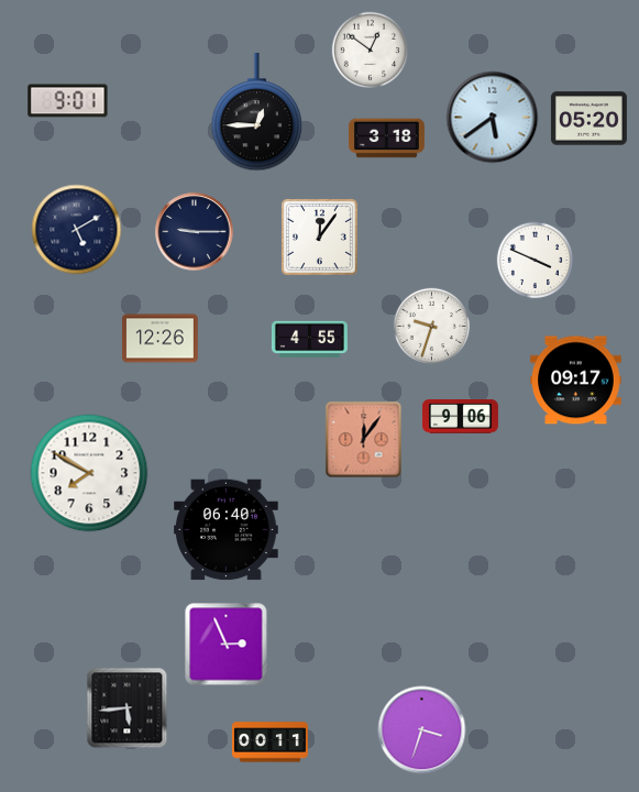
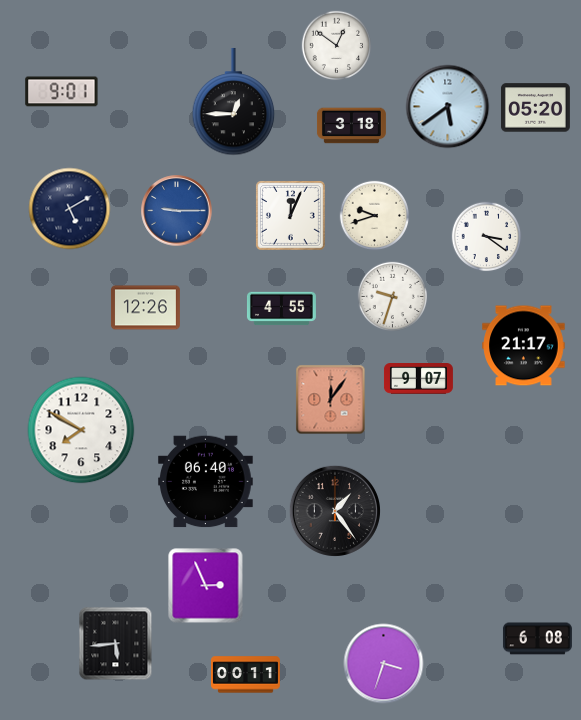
clock at (195, 232) dial: navy -> blue
clock at (319, 237): 12:06 -> 12:04
clock at (375, 216): none -> 9:42
clock at (536, 261): 3:49 -> 3:21
clock at (576, 381): 09:17 -> 21:17
clock at (460, 417): 9:06 -> 9:07
clock at (335, 511): none -> 1:24
clock at (537, 639): none -> 6:08
